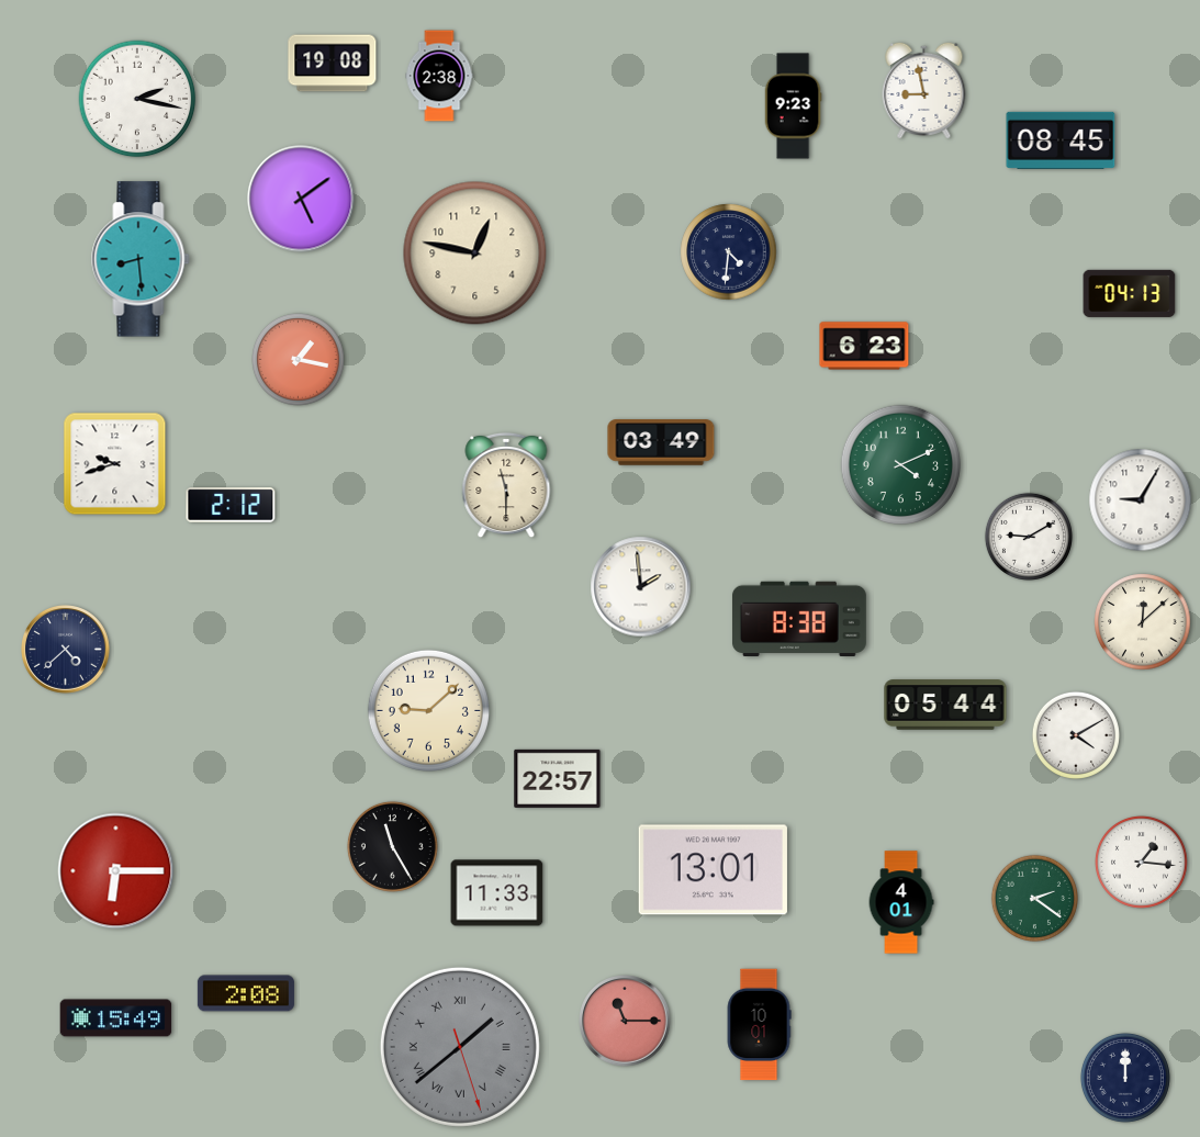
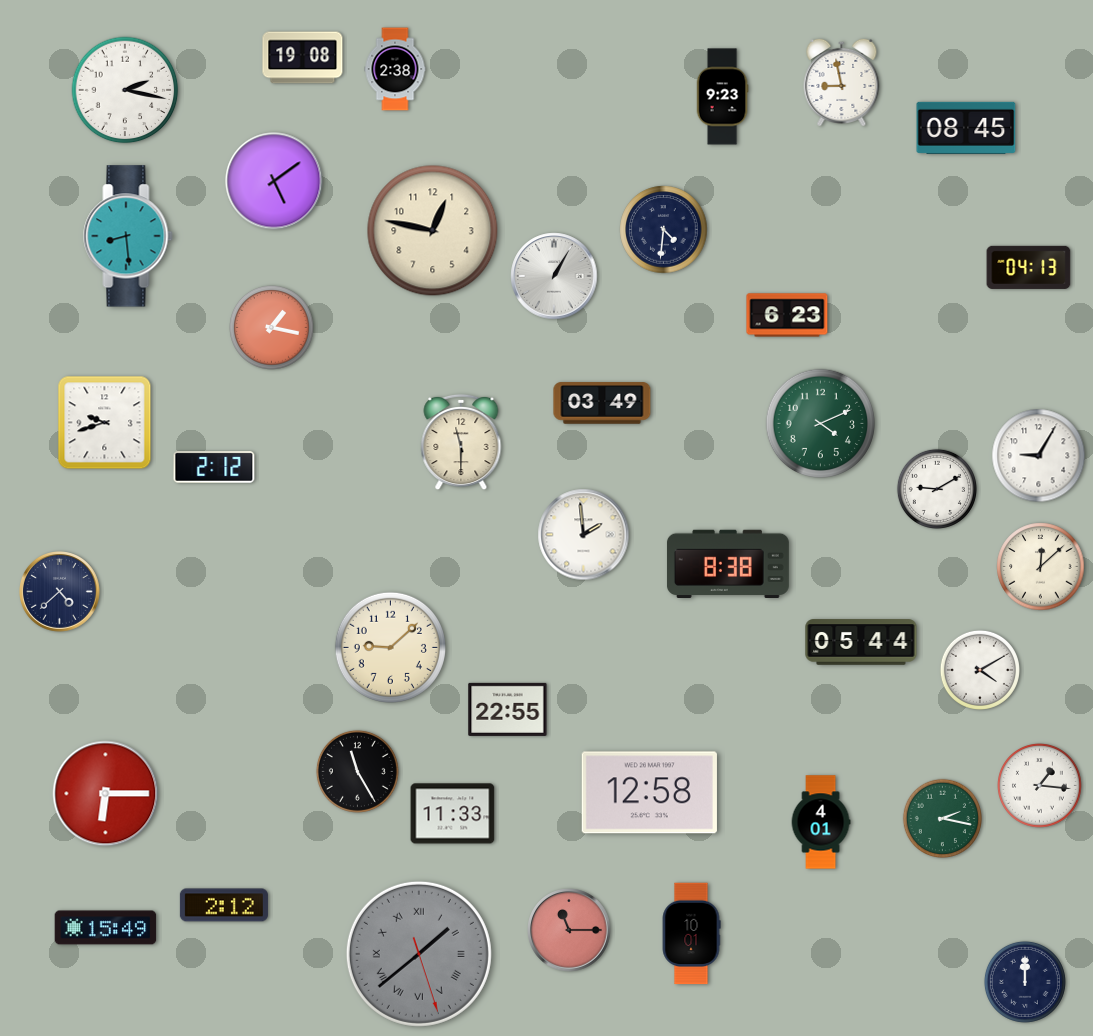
clock at (439, 76) position: (439, 76) -> (395, 69)
clock at (554, 276): none -> 1:05
clock at (231, 505) position: (231, 505) -> (214, 467)
clock at (558, 778): 22:57 -> 22:55
clock at (713, 870): 13:01 -> 12:58
clock at (1034, 898): 2:21 -> 2:17
clock at (246, 993): 2:08 -> 2:12
